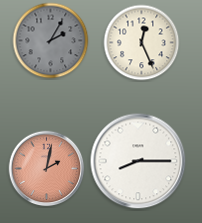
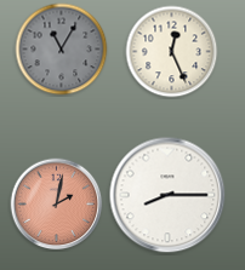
clock at (51, 41): 2:05 -> 11:05
